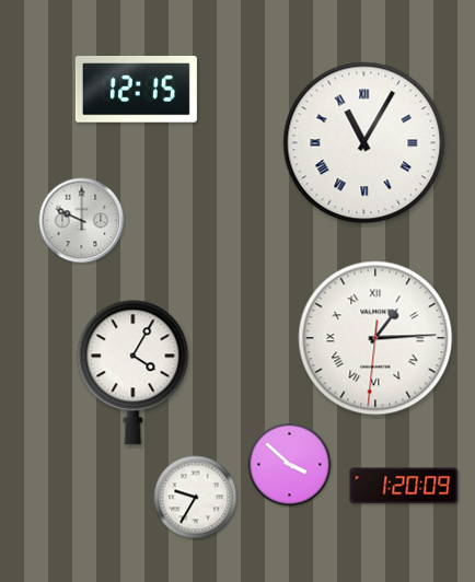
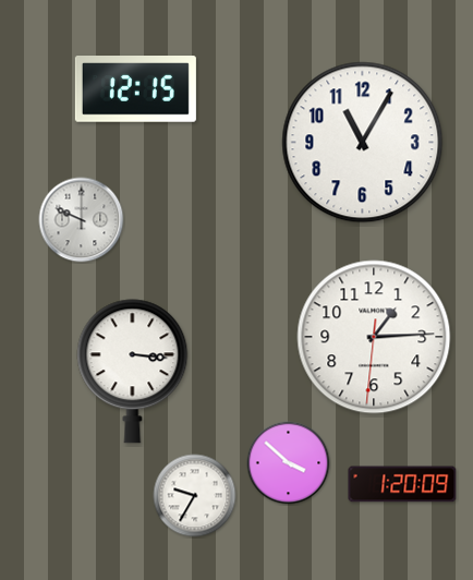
clock at (364, 143) numerals: Roman -> Arabic
clock at (375, 338) numerals: Roman -> Arabic
clock at (134, 373): 4:05 -> 3:16
